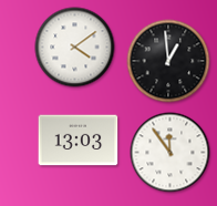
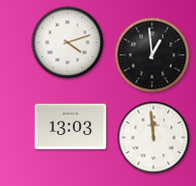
clock at (75, 48): 4:09 -> 4:12
clock at (170, 153): 11:54 -> 11:59
